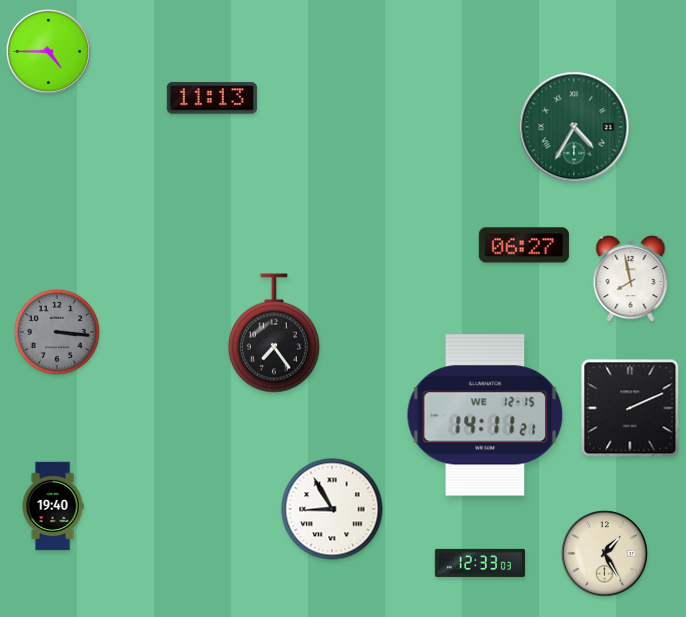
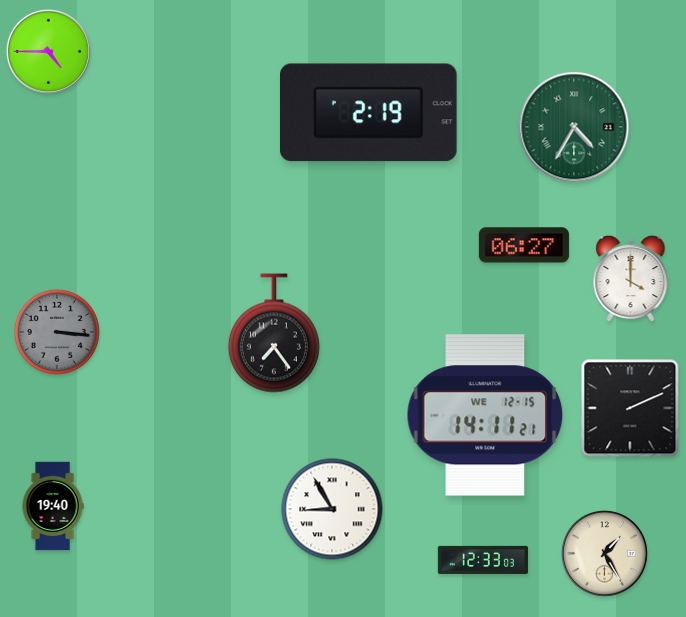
clock at (212, 98): 11:13 -> none
clock at (369, 113): none -> 2:19
clock at (631, 279): 7:58 -> 4:00
clock at (480, 563) position: (480, 563) -> (483, 560)
